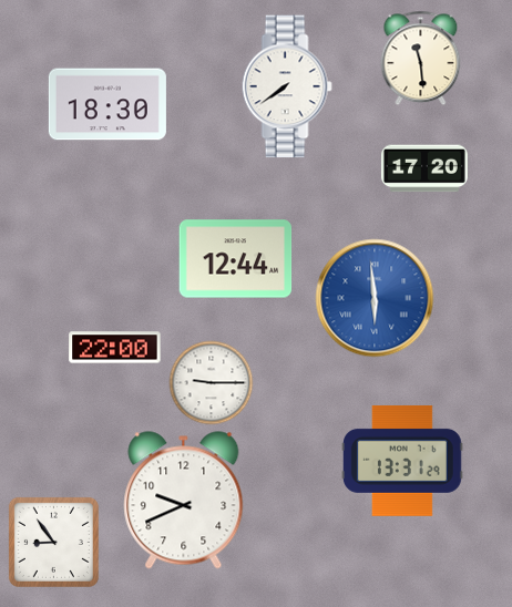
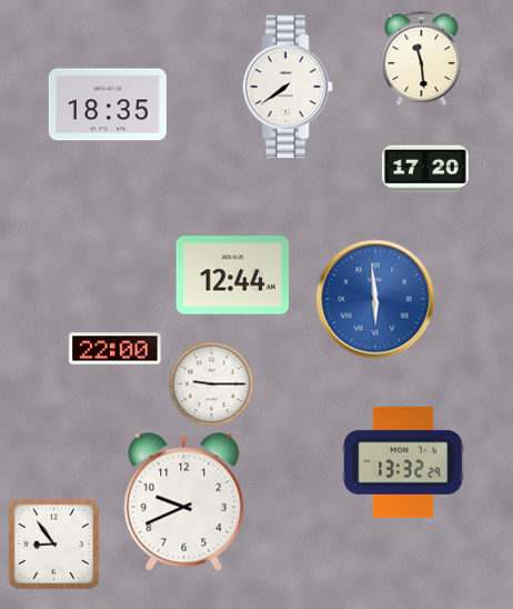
clock at (107, 104): 18:30 -> 18:35
clock at (236, 259) position: (236, 259) -> (233, 276)
clock at (403, 461): 13:31 -> 13:32
